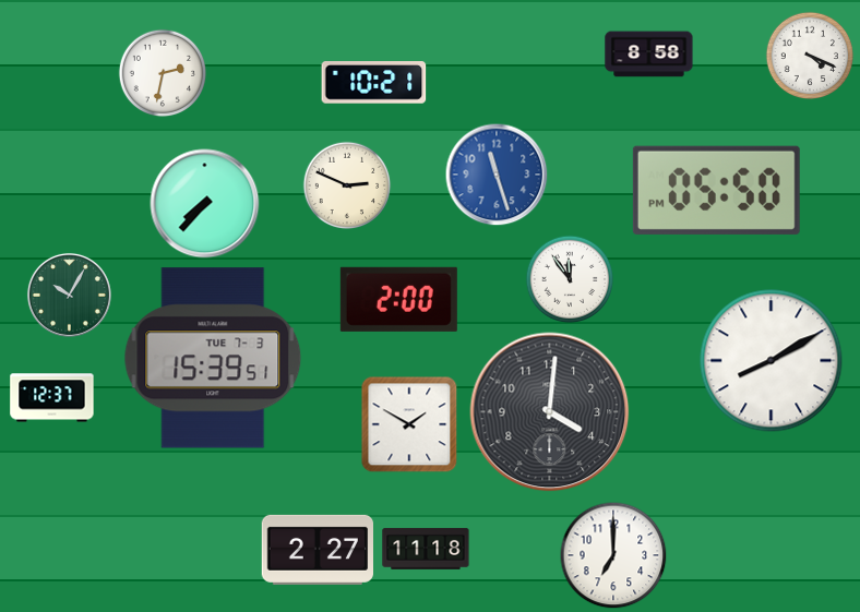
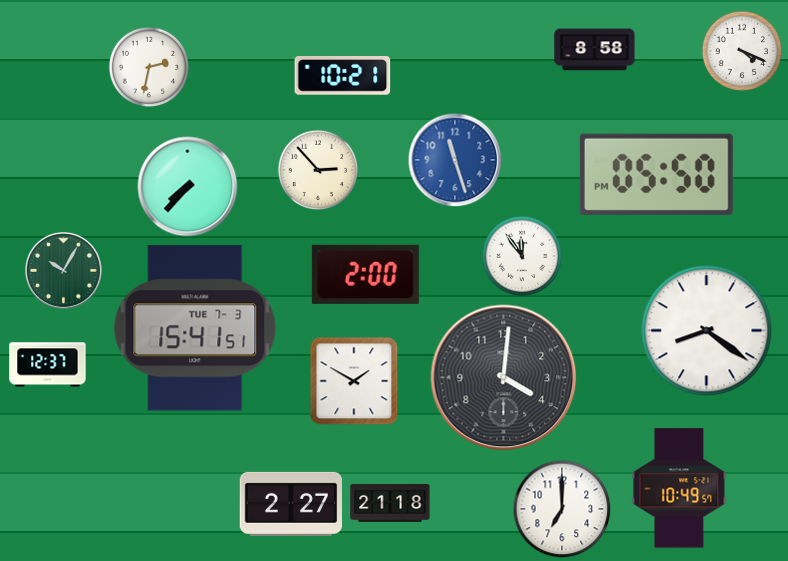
clock at (347, 185): 2:49 -> 2:53
clock at (213, 358): 15:39 -> 15:41
clock at (772, 361): 8:10 -> 8:21
clock at (409, 424) position: (409, 424) -> (354, 381)
clock at (679, 488): none -> 10:49
clock at (426, 549): 11:18 -> 21:18
